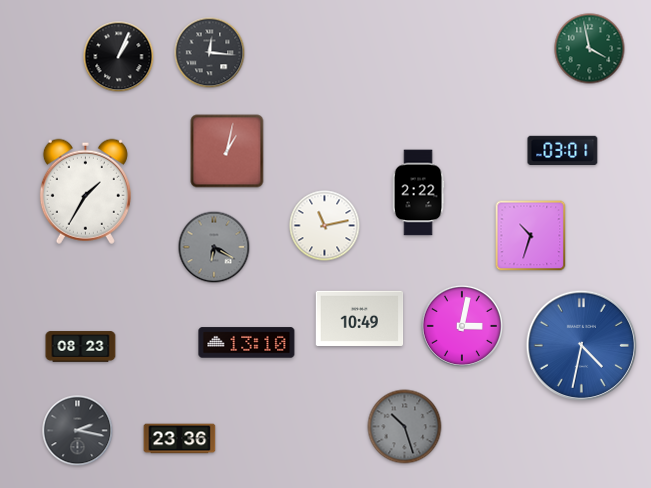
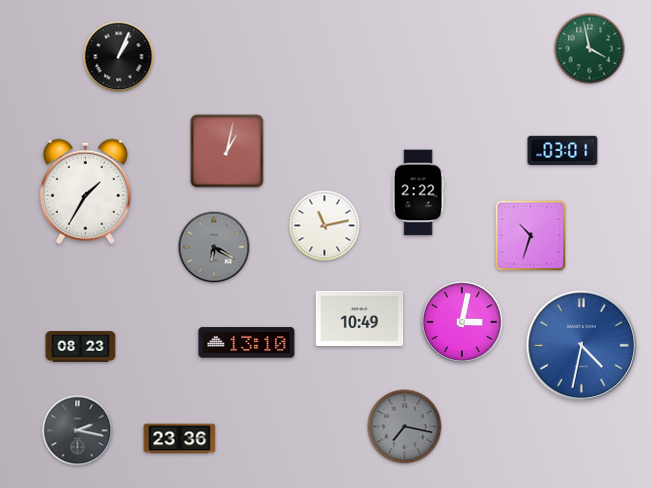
clock at (210, 53): 12:16 -> none
clock at (462, 326) position: (462, 326) -> (462, 322)
clock at (405, 427): 10:27 -> 7:17
